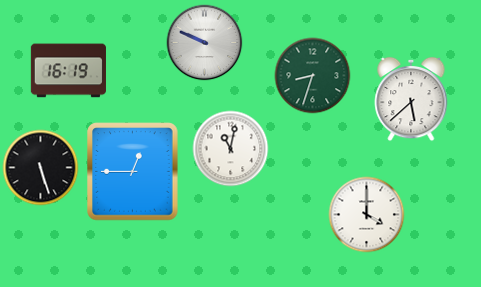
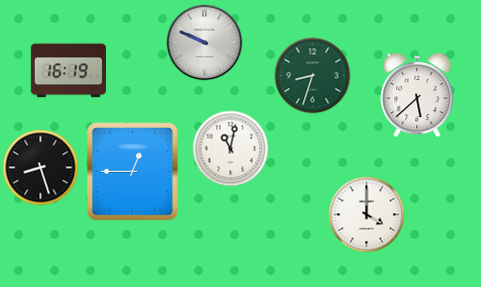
clock at (411, 99) position: (411, 99) -> (417, 95)
clock at (41, 168): 5:27 -> 8:27
